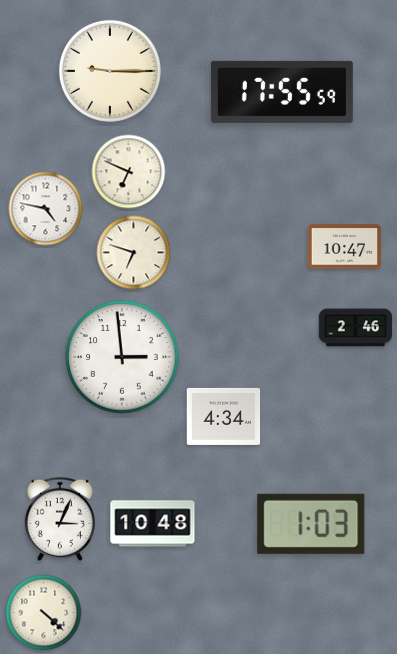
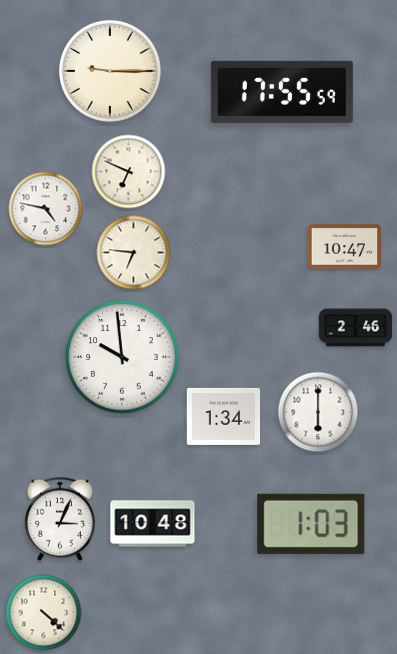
clock at (134, 253): 6:48 -> 6:46
clock at (122, 357): 2:59 -> 9:59
clock at (318, 412): none -> 6:00
clock at (224, 416): 4:34 -> 1:34
